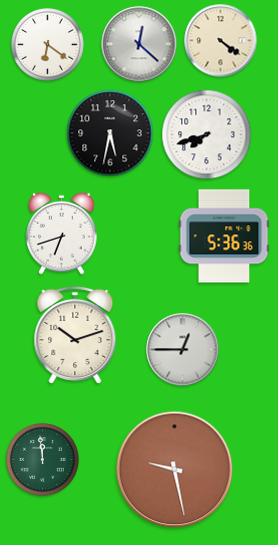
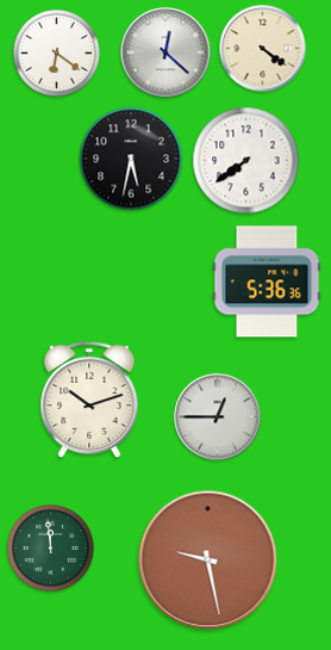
clock at (207, 135): 7:42 -> 7:39
clock at (62, 233): 6:42 -> none
